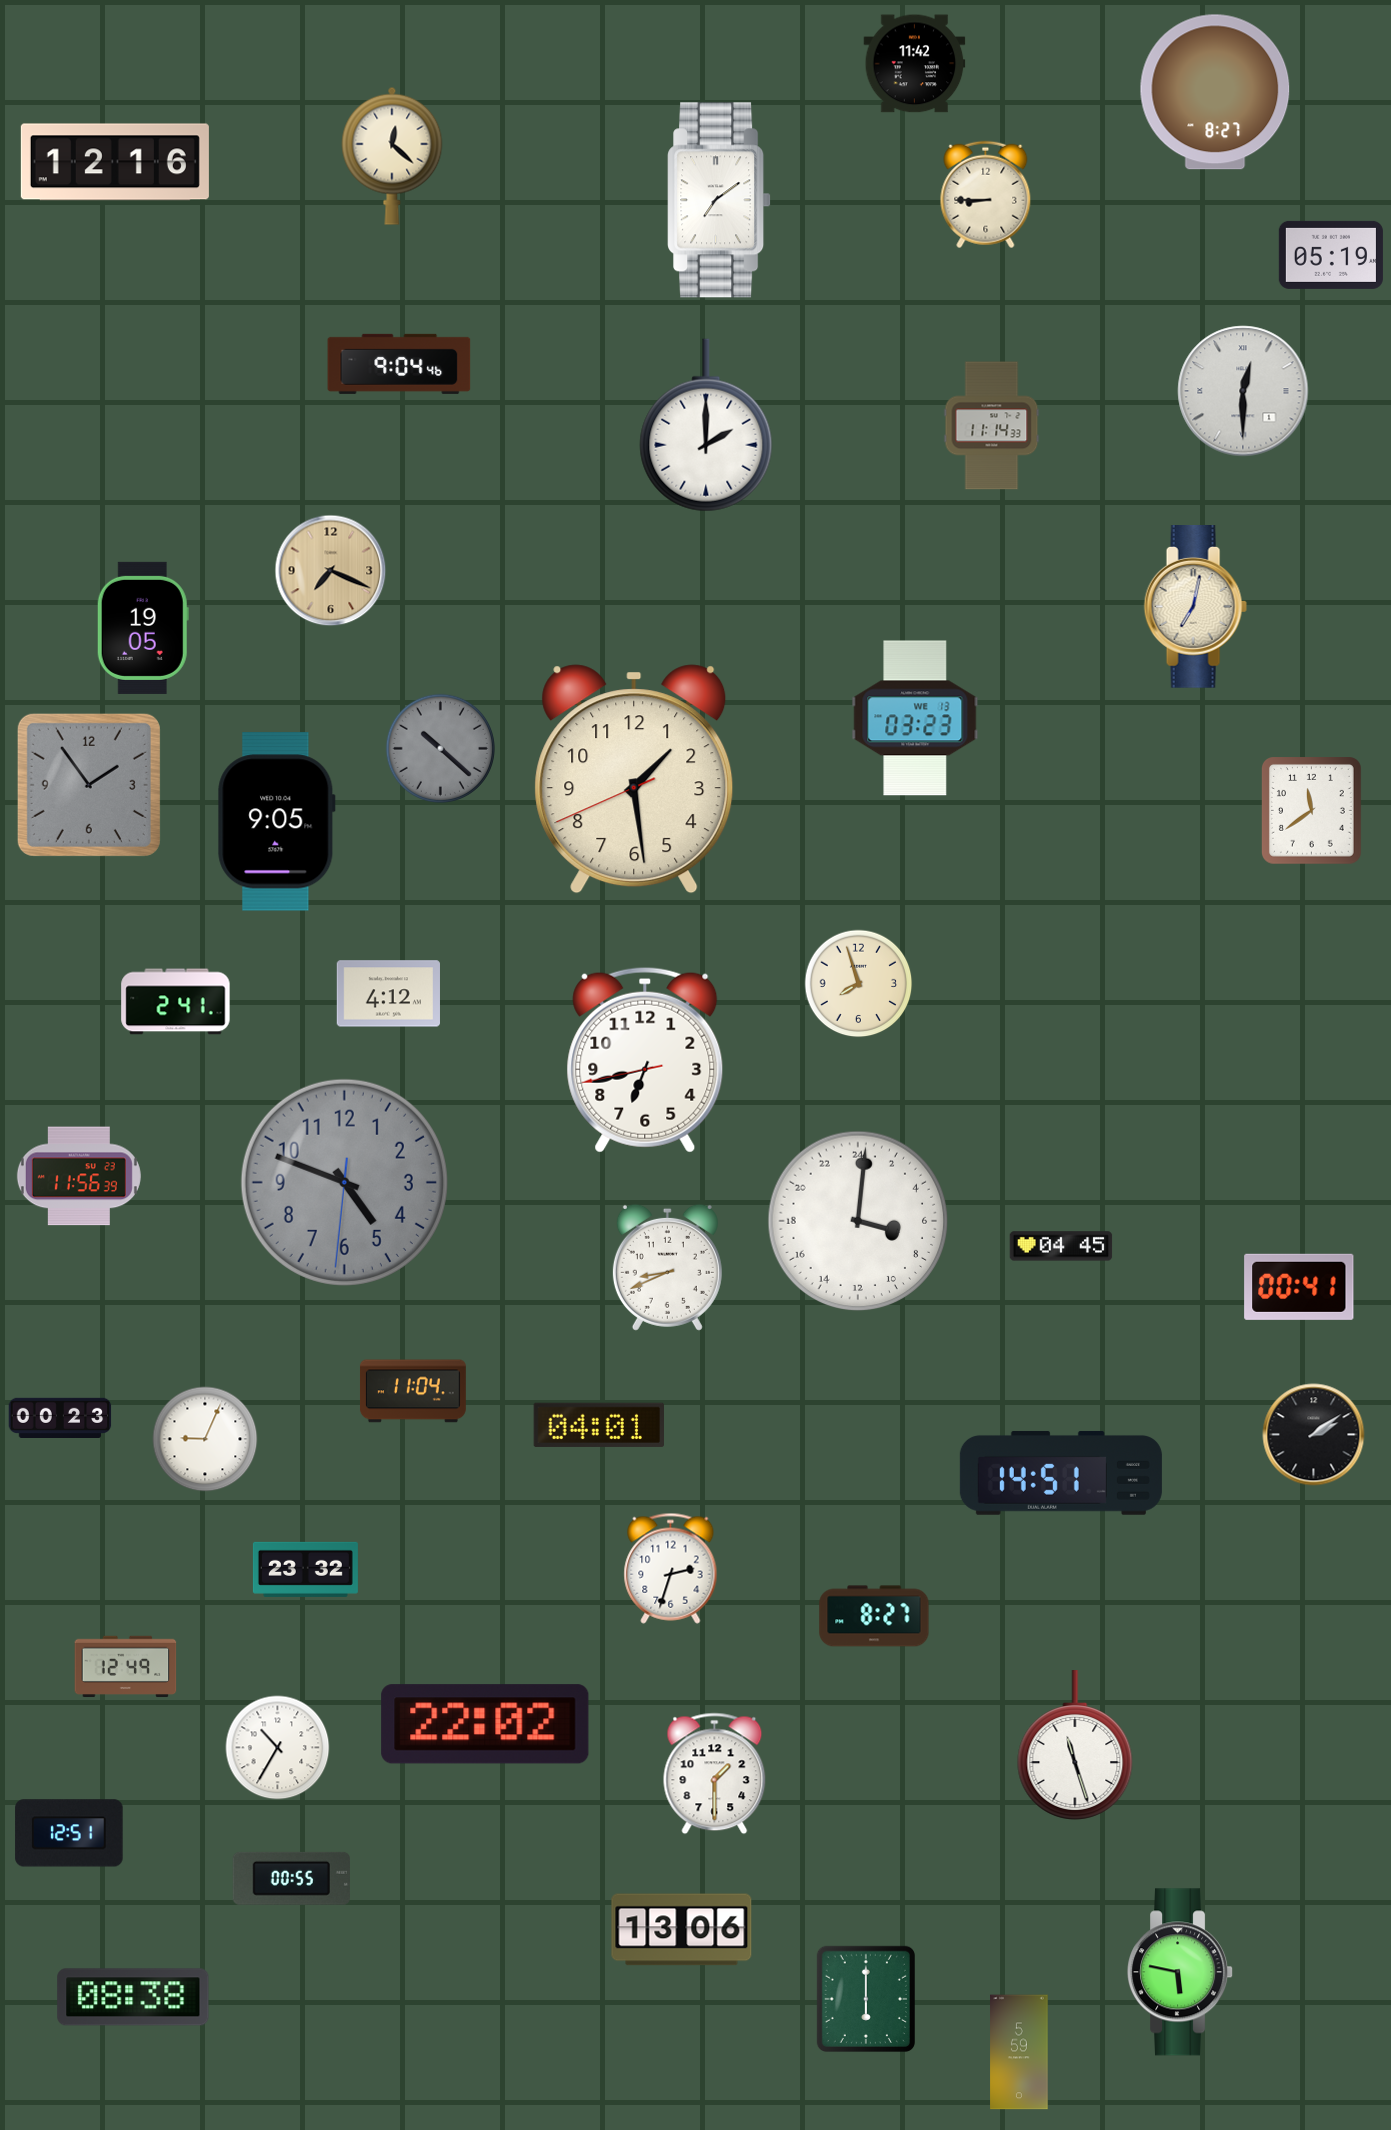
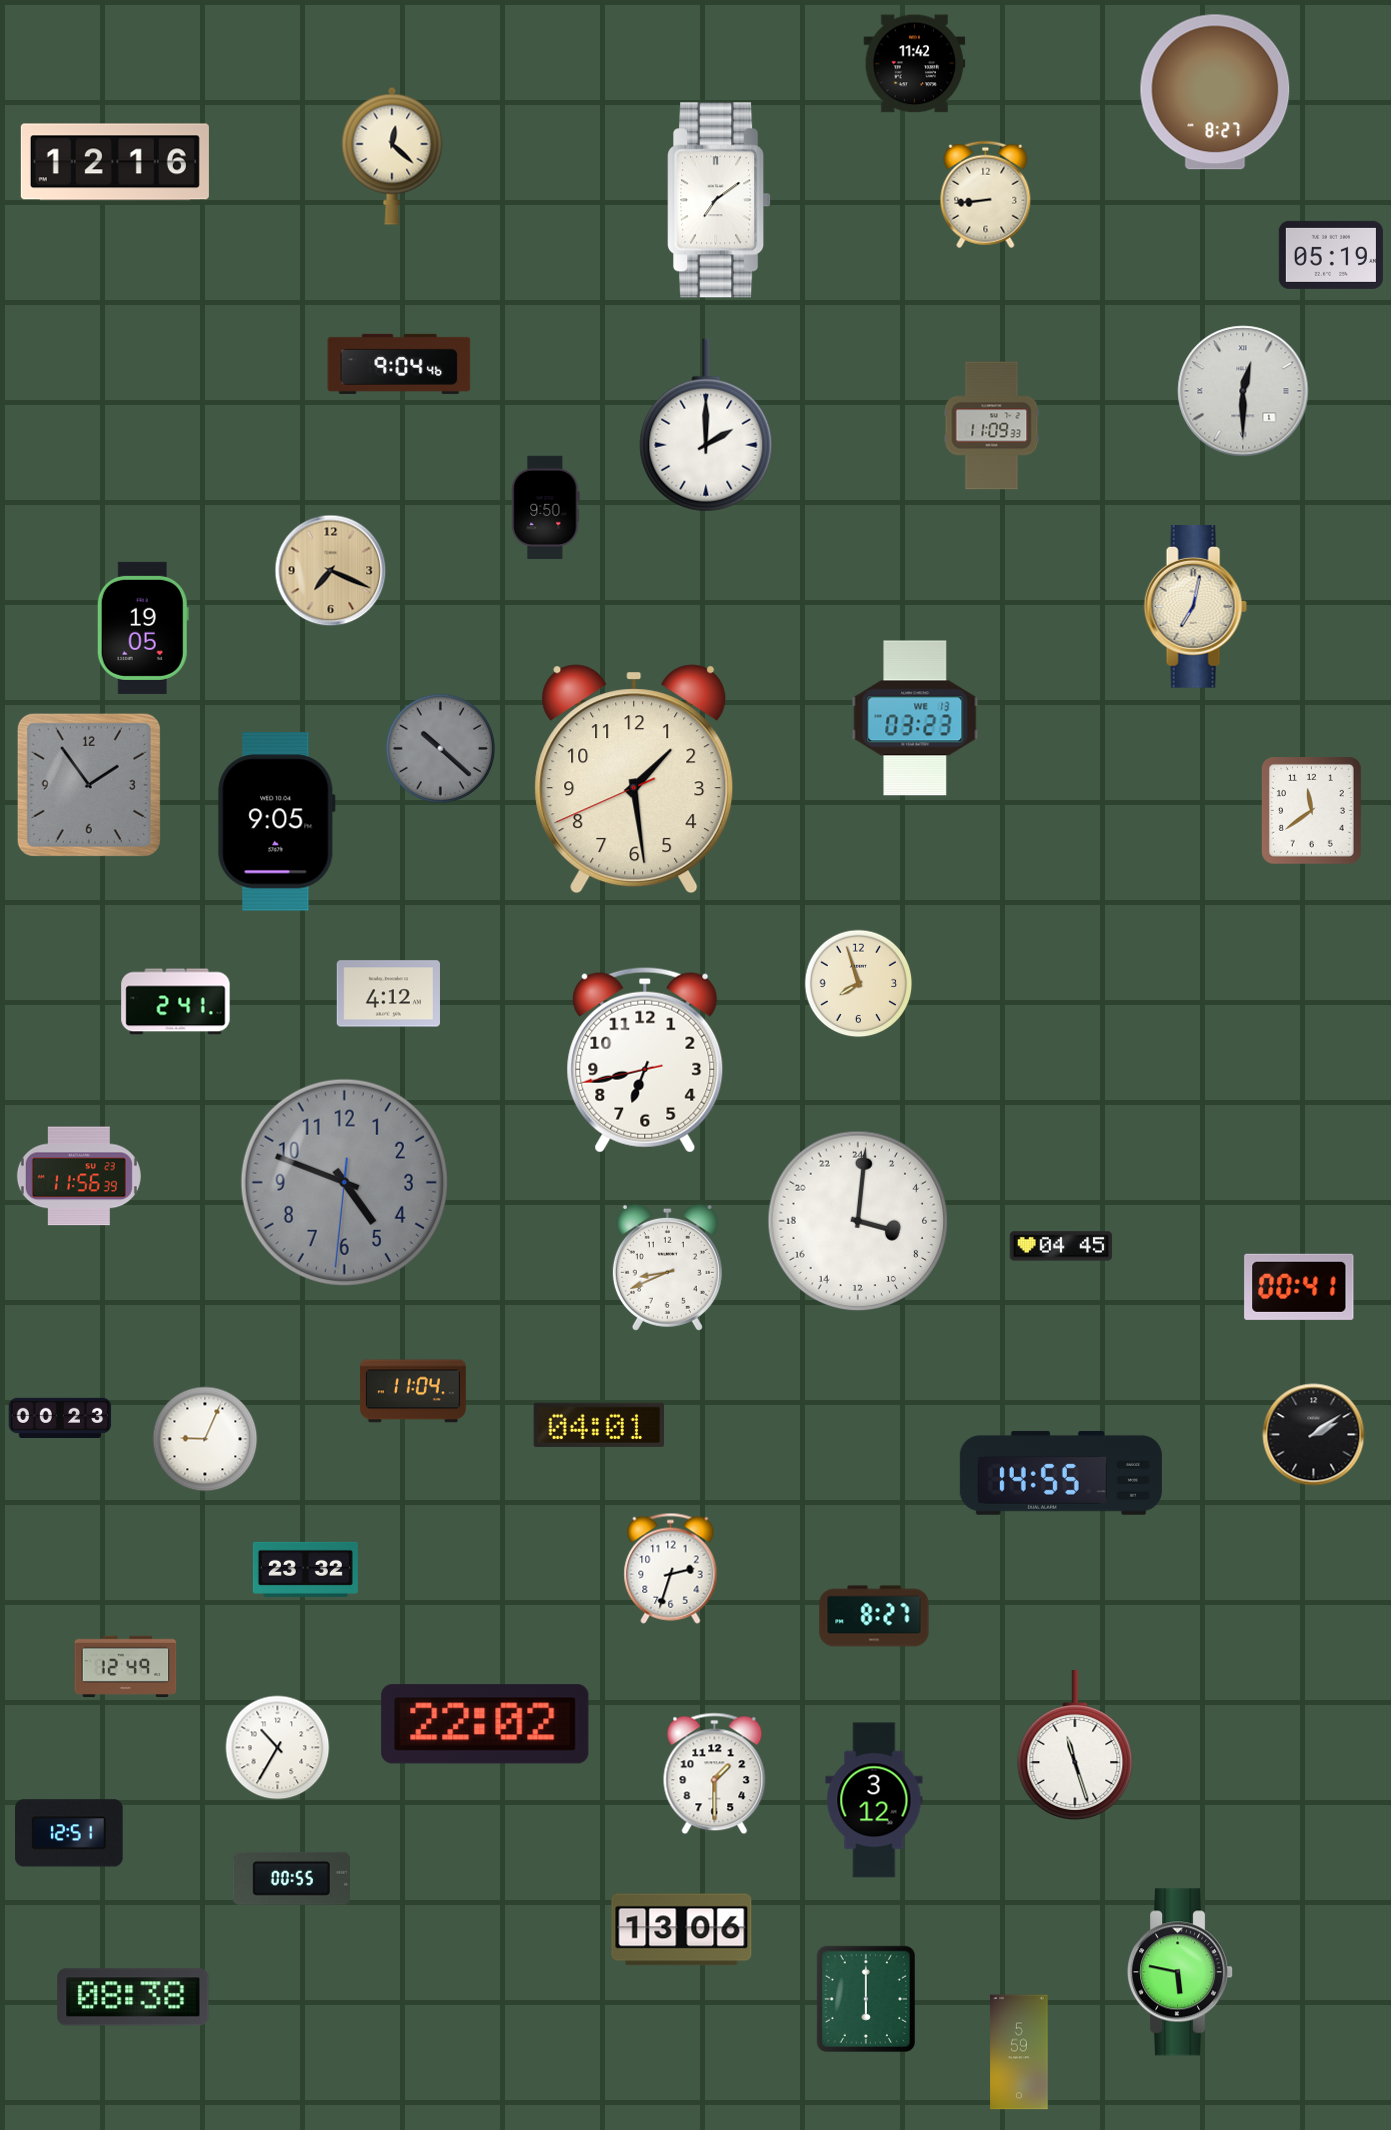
clock at (986, 195): 8:45 -> 8:44
clock at (992, 426): 11:14 -> 11:09
clock at (546, 507): none -> 9:50
clock at (1061, 1473): 14:51 -> 14:55
clock at (874, 1800): none -> 3:12
